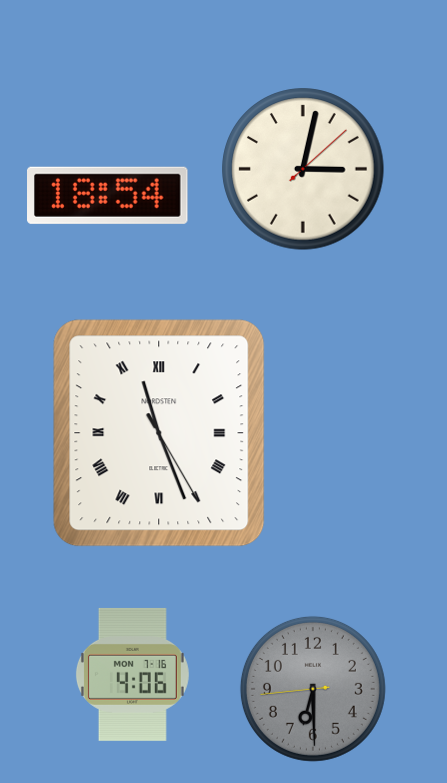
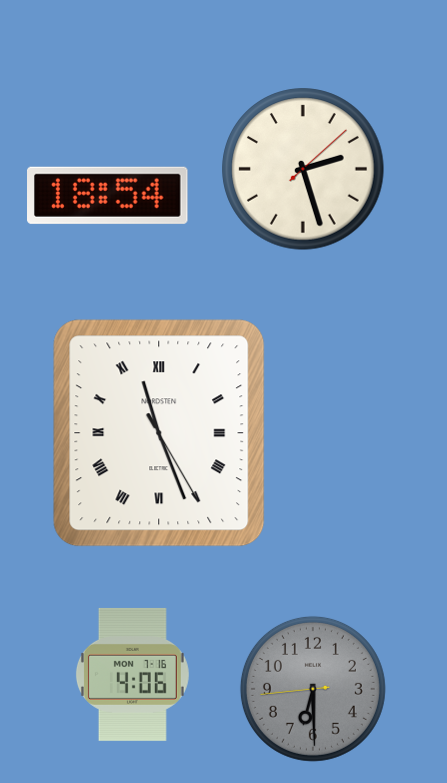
clock at (303, 169): 3:02 -> 2:27
